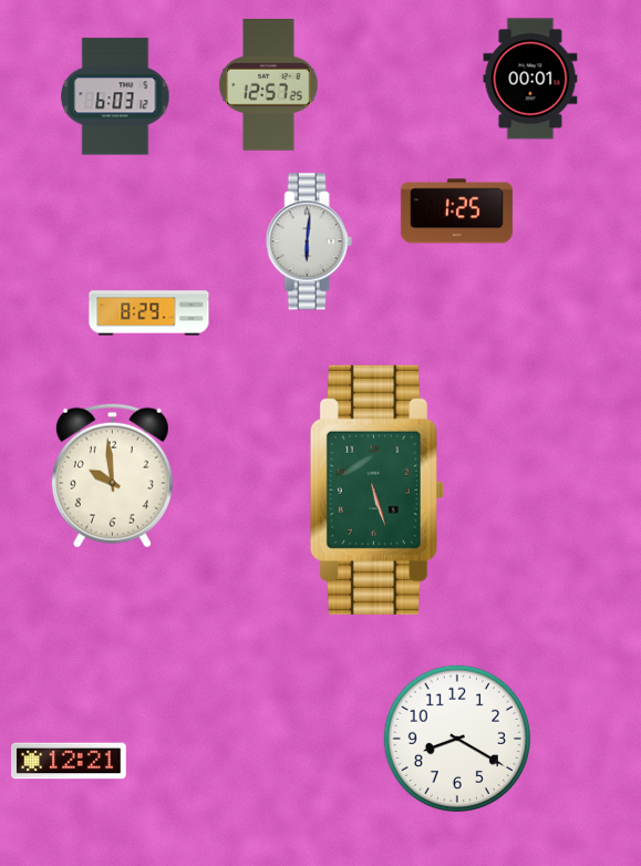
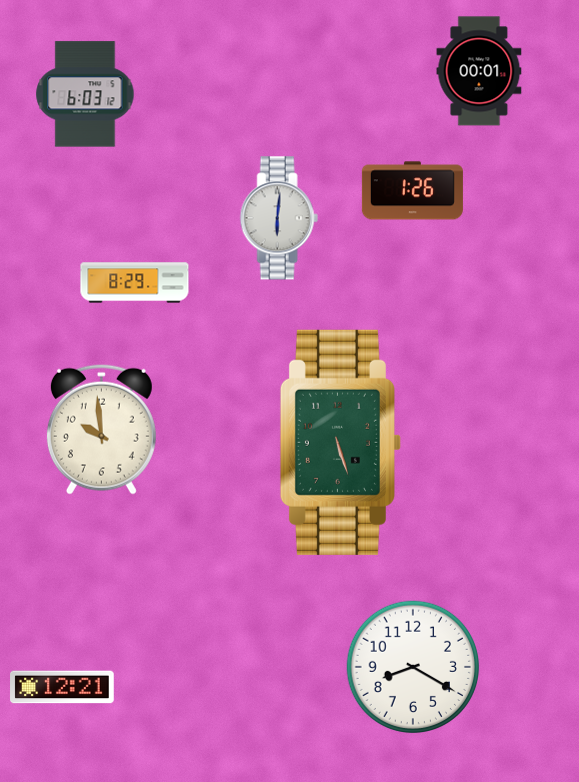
clock at (269, 85): 12:57 -> none
clock at (115, 96) position: (115, 96) -> (85, 94)
clock at (456, 212): 1:25 -> 1:26
